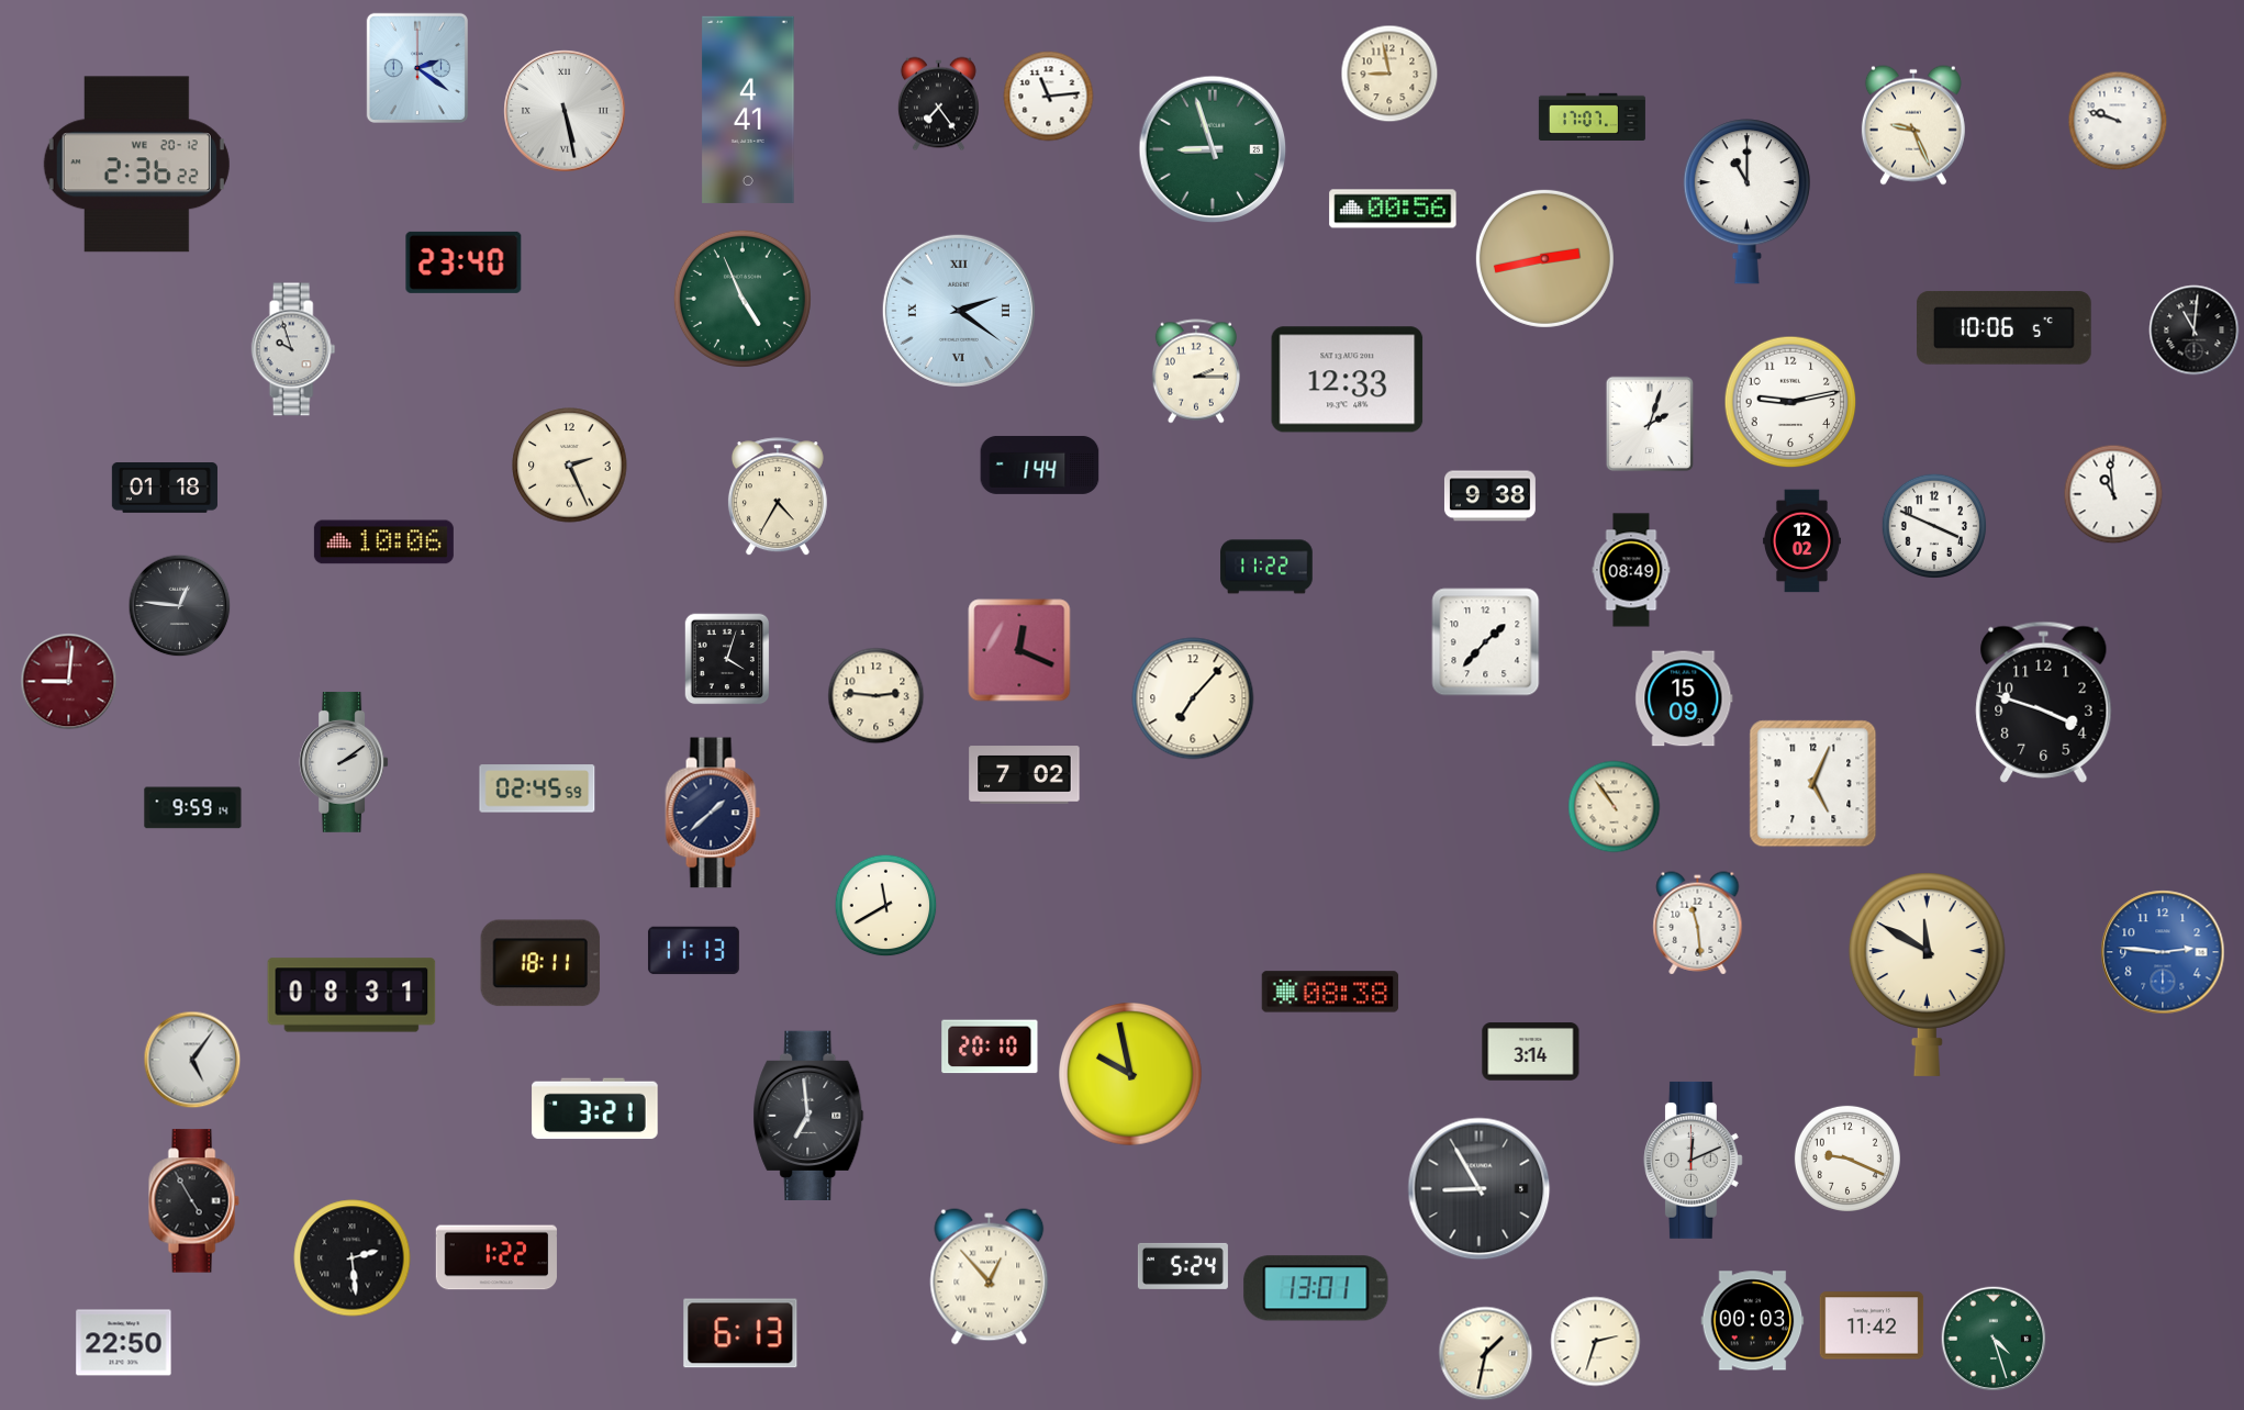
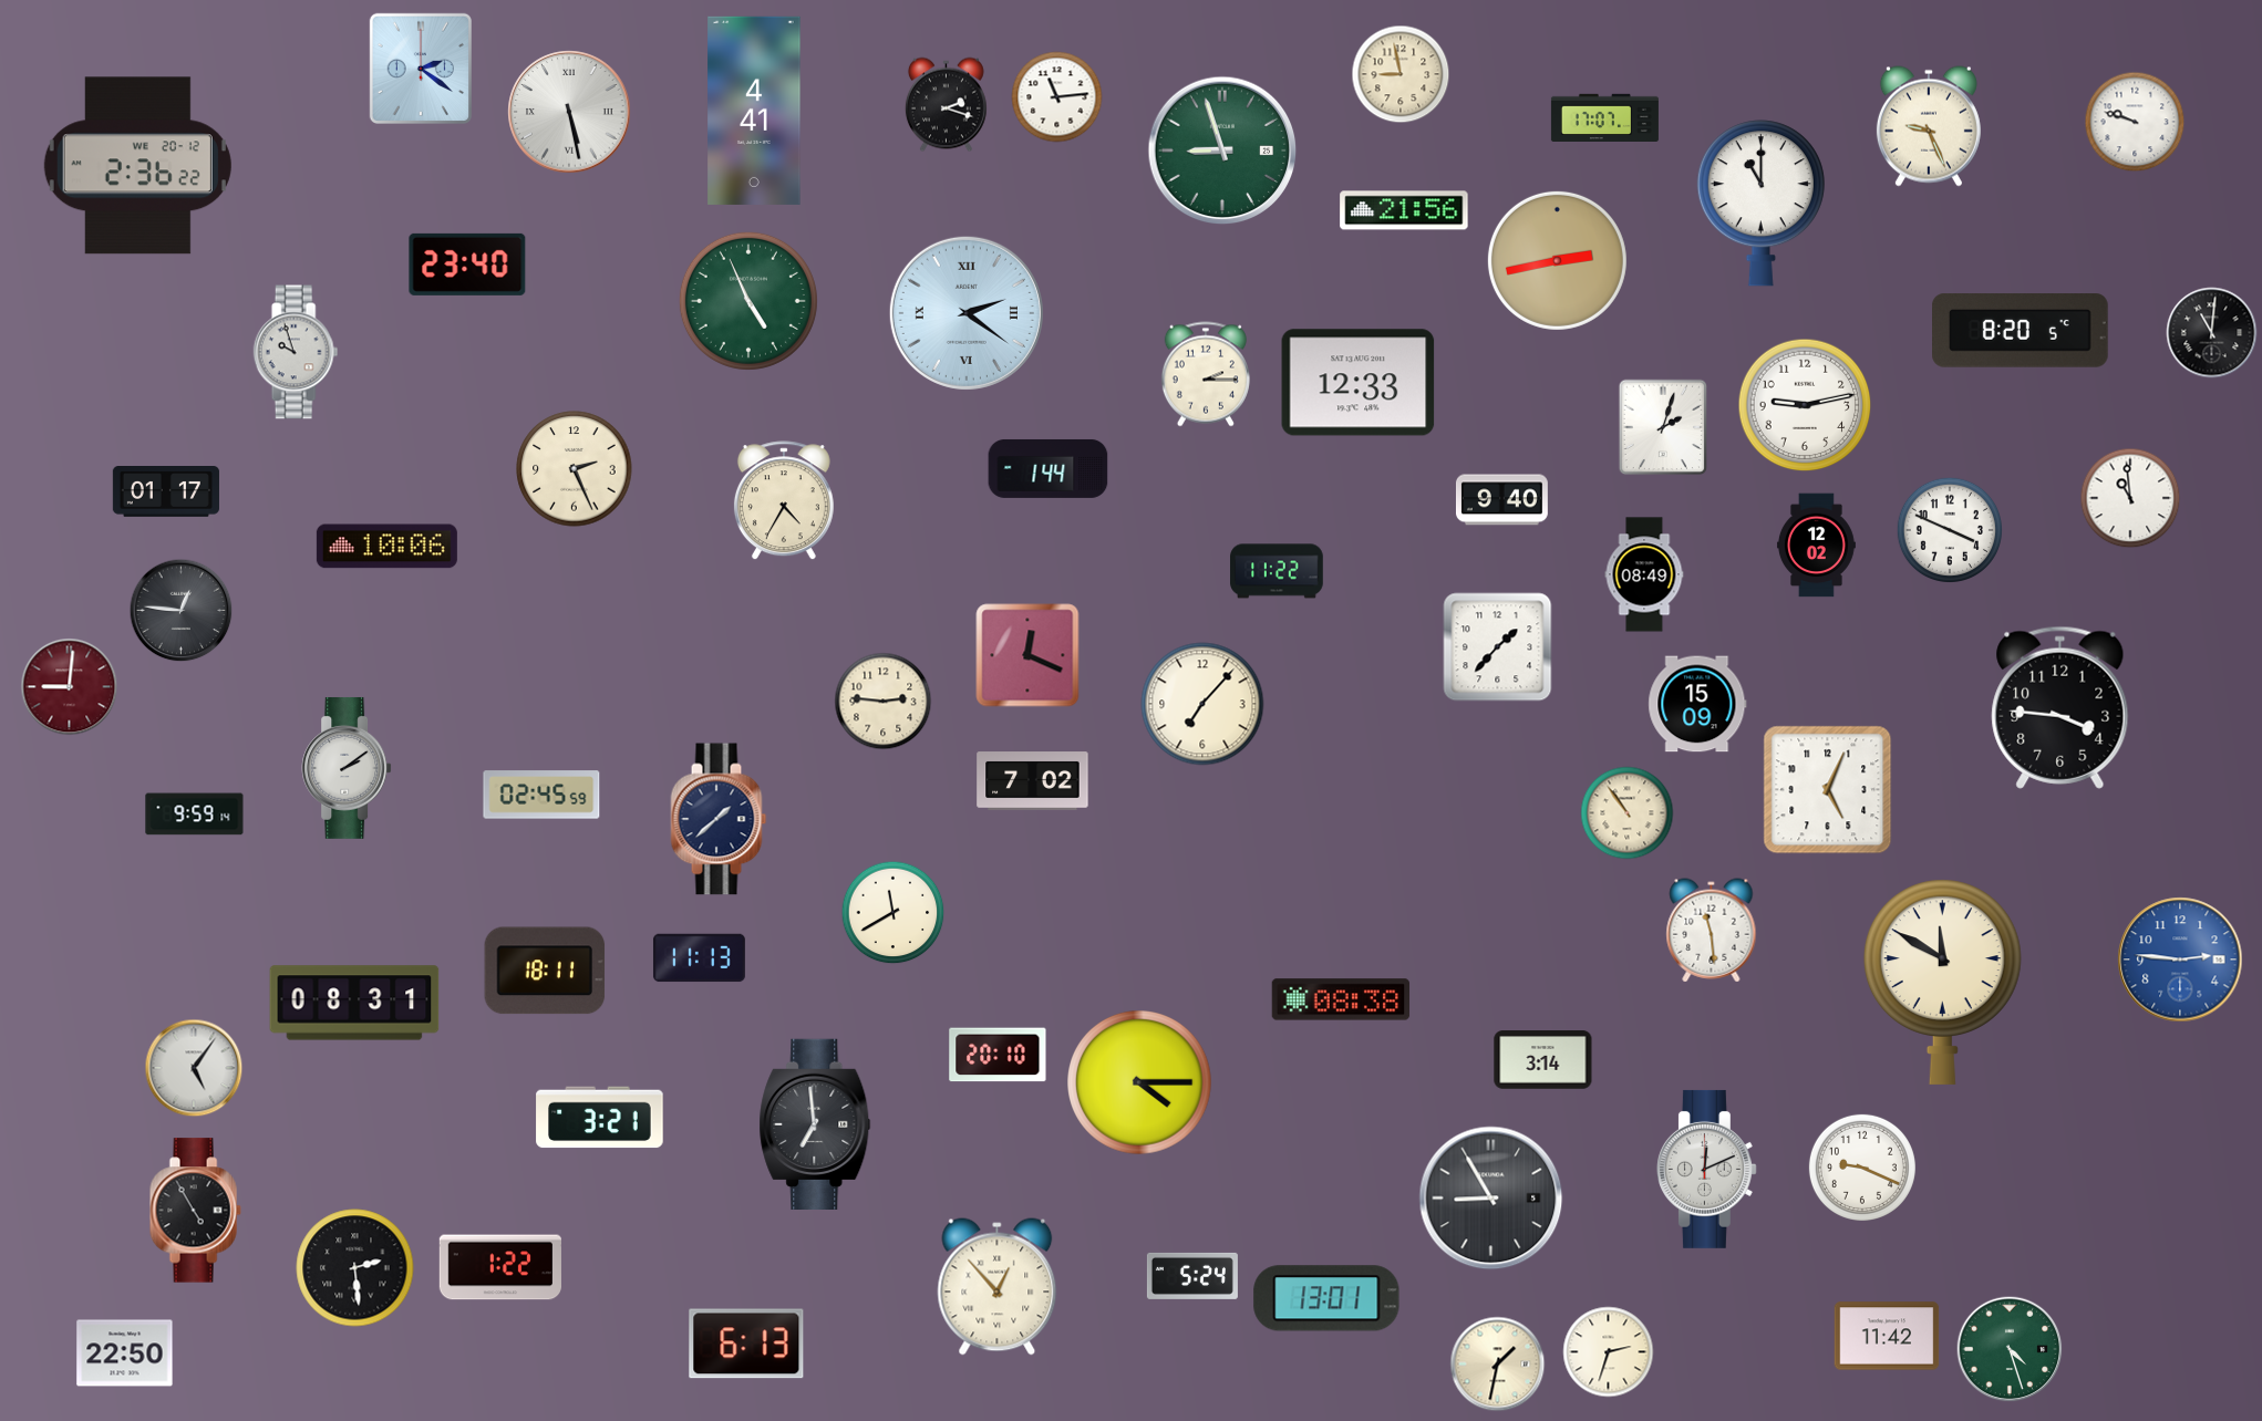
clock at (938, 104): 7:24 -> 2:18
clock at (1393, 209): 00:56 -> 21:56
clock at (2005, 328): 10:06 -> 8:20
clock at (165, 489): 01:18 -> 01:17
clock at (1489, 496): 9:38 -> 9:40
clock at (727, 659): 4:03 -> none
clock at (2044, 702): 3:48 -> 3:46
clock at (1130, 1074): 9:58 -> 4:15
clock at (1753, 1321): 00:03 -> none
